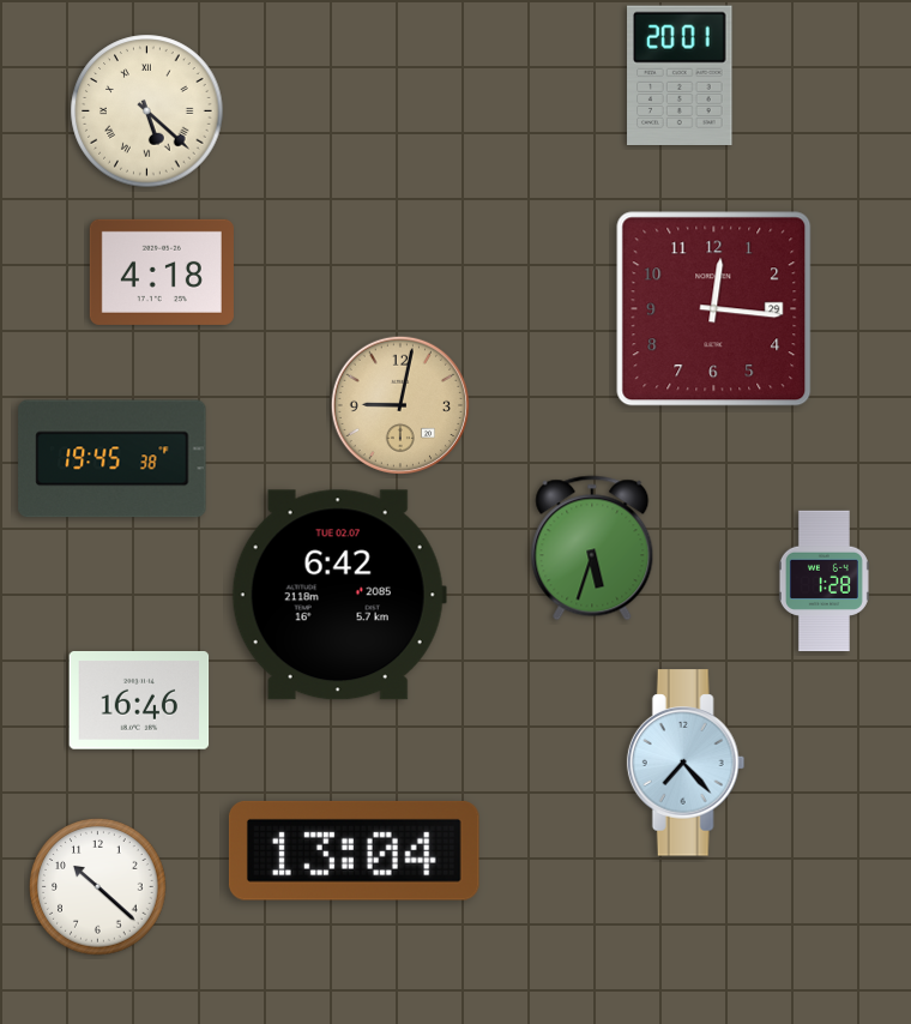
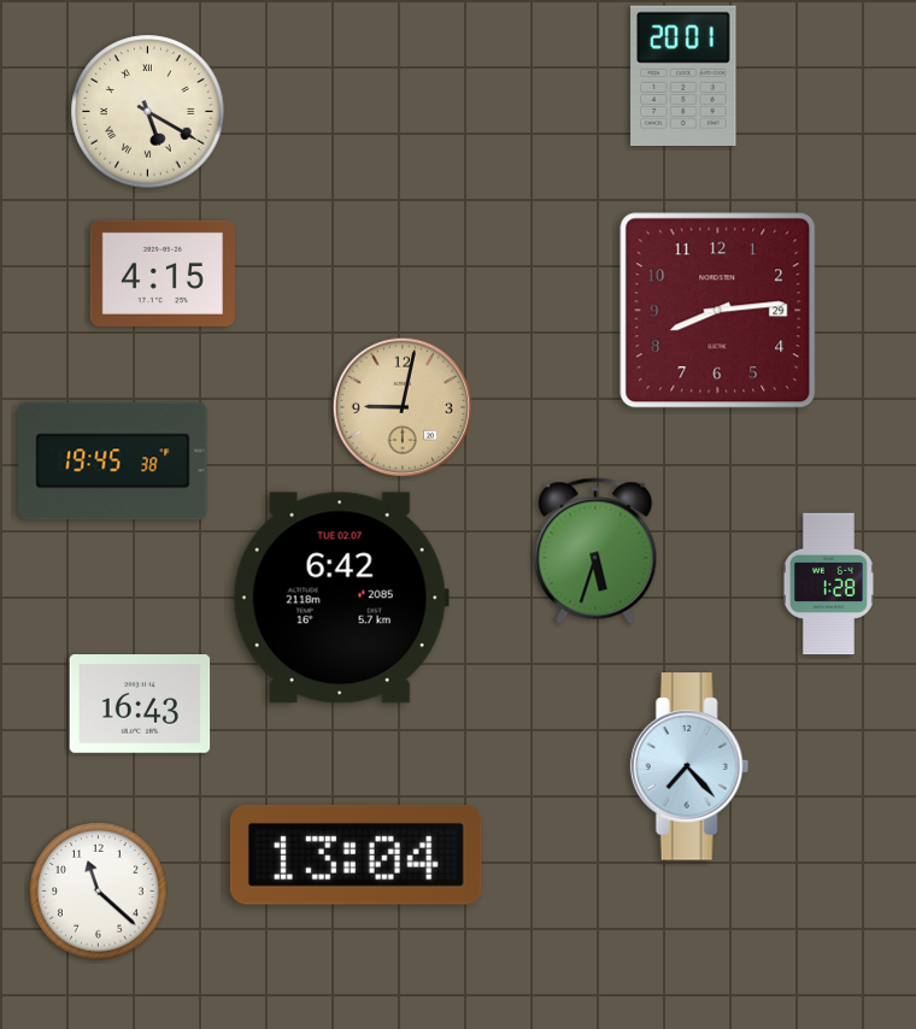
clock at (147, 112): 5:22 -> 5:20
clock at (162, 272): 4:18 -> 4:15
clock at (714, 309): 12:16 -> 8:14
clock at (139, 701): 16:46 -> 16:43
clock at (98, 887): 10:22 -> 11:22
